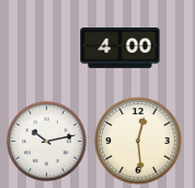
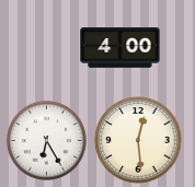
clock at (46, 141): 10:13 -> 6:25
